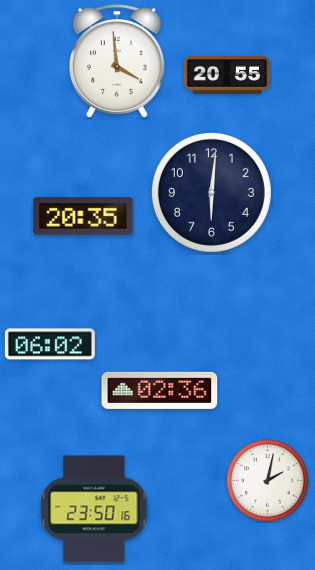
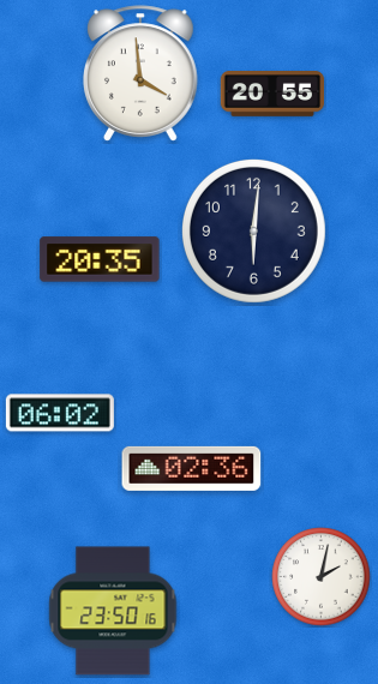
clock at (227, 76) position: (227, 76) -> (272, 95)
